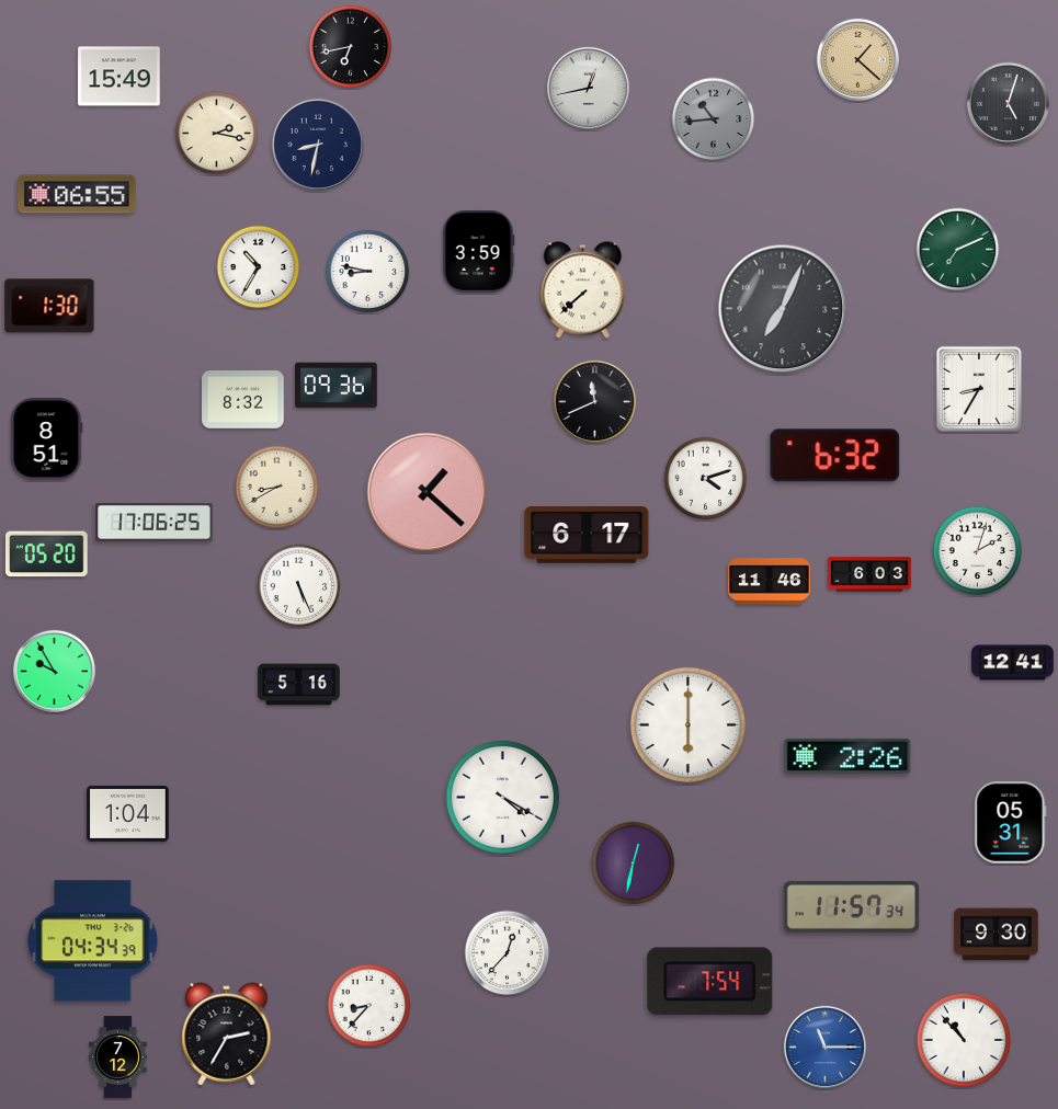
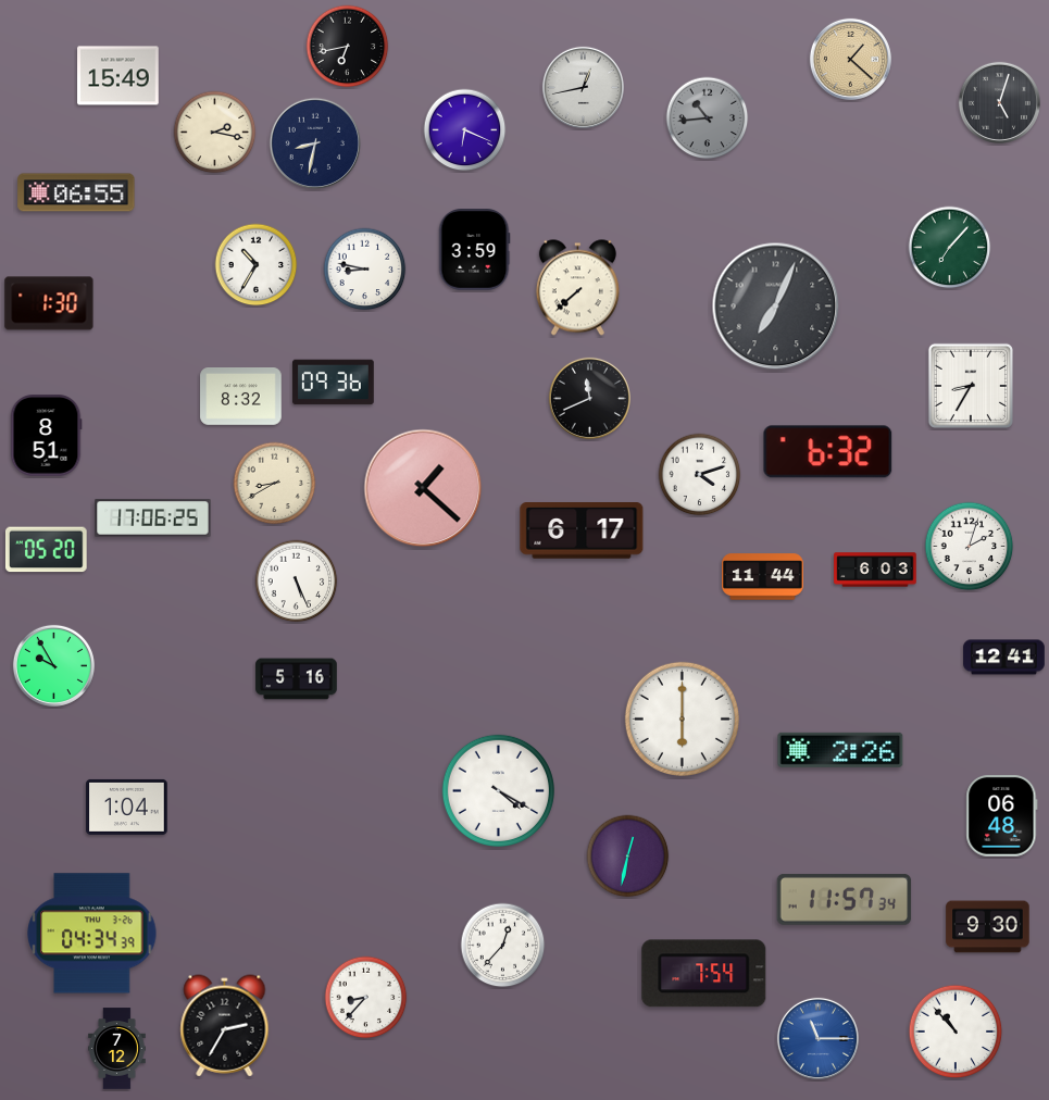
clock at (465, 130): none -> 6:19
clock at (958, 250): 7:11 -> 7:07
clock at (869, 574) position: (869, 574) -> (875, 570)
clock at (770, 582): 11:46 -> 11:44
clock at (1011, 823): 05:31 -> 06:48
